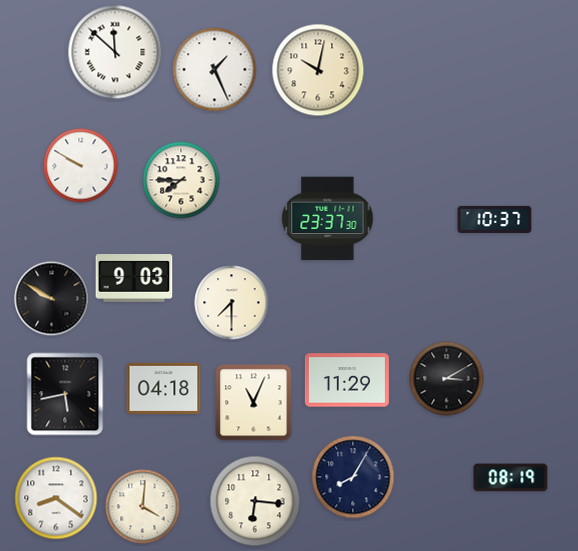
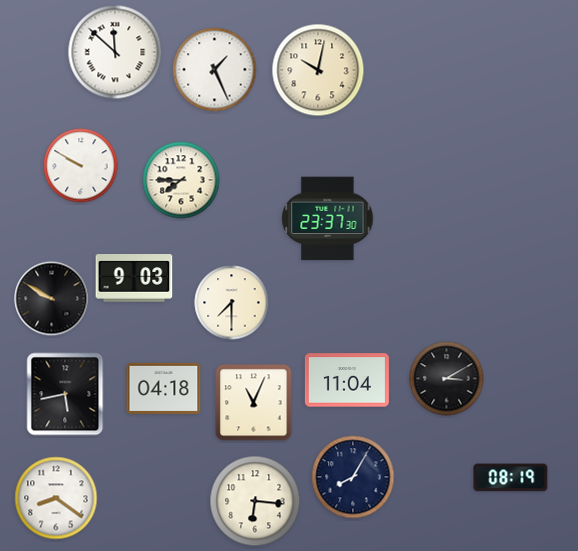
clock at (495, 219): 10:37 -> none
clock at (347, 380): 11:29 -> 11:04
clock at (143, 507): 4:01 -> none
